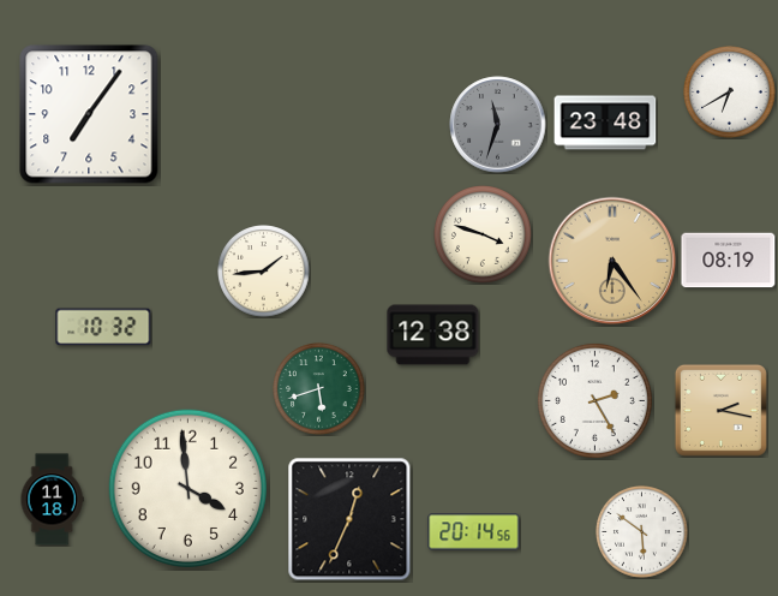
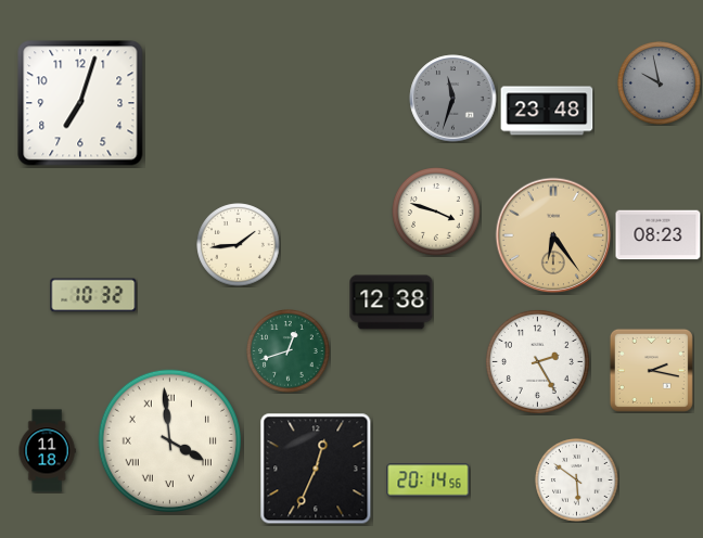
clock at (730, 93): 6:40 -> 9:58
clock at (730, 93) dial: white -> grey
clock at (89, 114): 7:06 -> 7:03
clock at (498, 125) position: (498, 125) -> (453, 99)
clock at (729, 261): 08:19 -> 08:23
clock at (319, 389): 5:42 -> 12:42
clock at (187, 488) numerals: Arabic -> Roman
clock at (642, 532) position: (642, 532) -> (577, 481)
